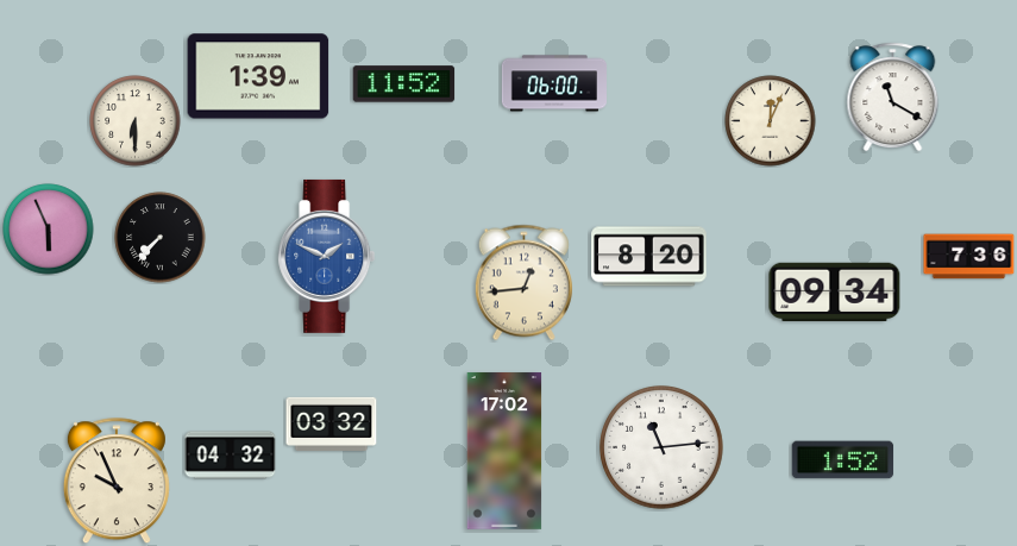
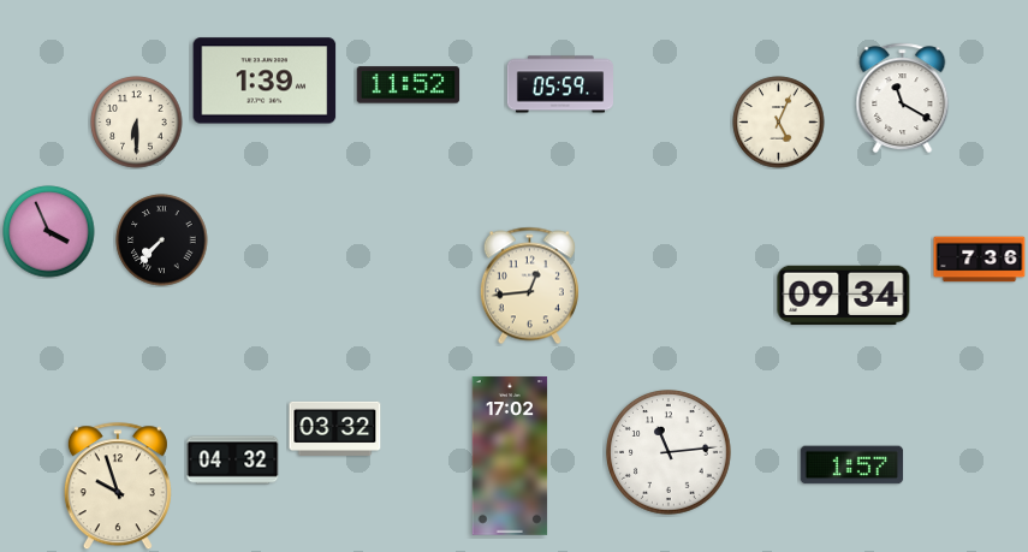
clock at (258, 76) position: (258, 76) -> (265, 81)
clock at (553, 83): 06:00 -> 05:59
clock at (771, 121): 12:04 -> 5:04
clock at (49, 230): 5:56 -> 3:56
clock at (327, 256): 1:49 -> none
clock at (649, 257): 8:20 -> none
clock at (843, 460): 1:52 -> 1:57
clock at (117, 482): 9:56 -> 9:57
